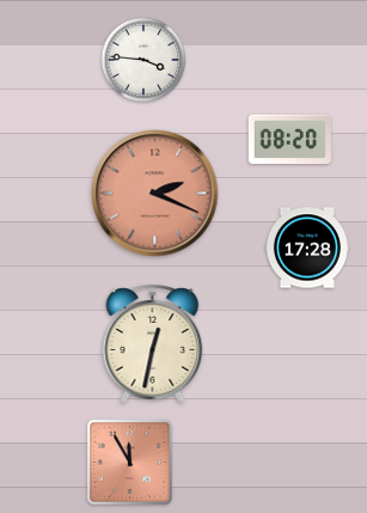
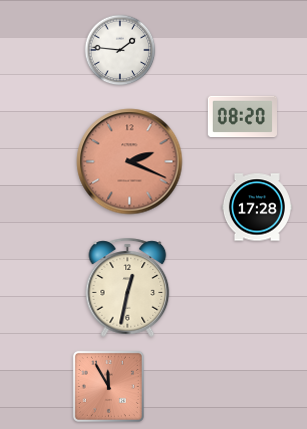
clock at (143, 60): 3:46 -> 1:46
